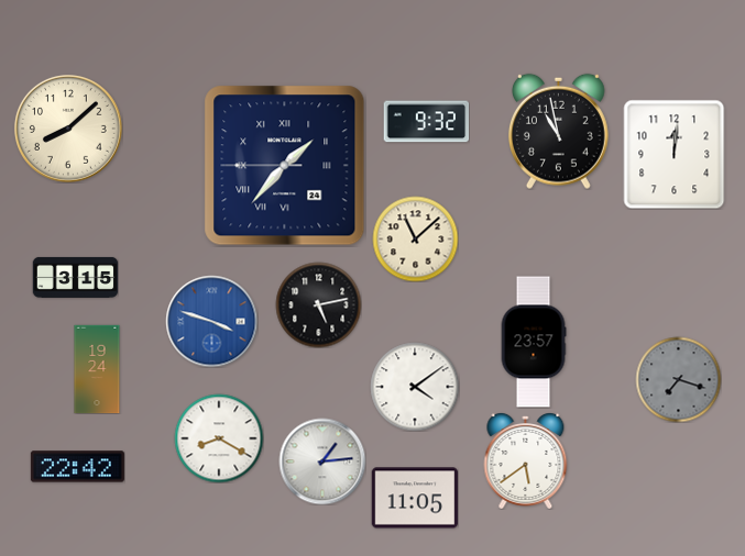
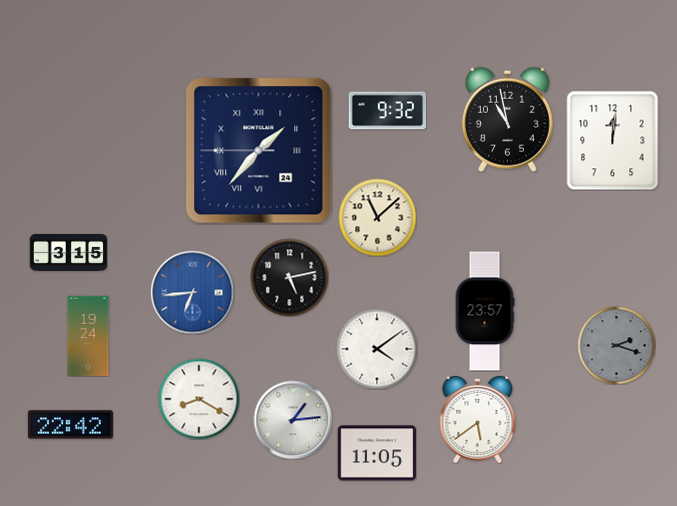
clock at (68, 129): 8:08 -> none
clock at (211, 321): 3:48 -> 6:44
clock at (678, 379): 7:18 -> 2:18
clock at (415, 387) position: (415, 387) -> (377, 349)
